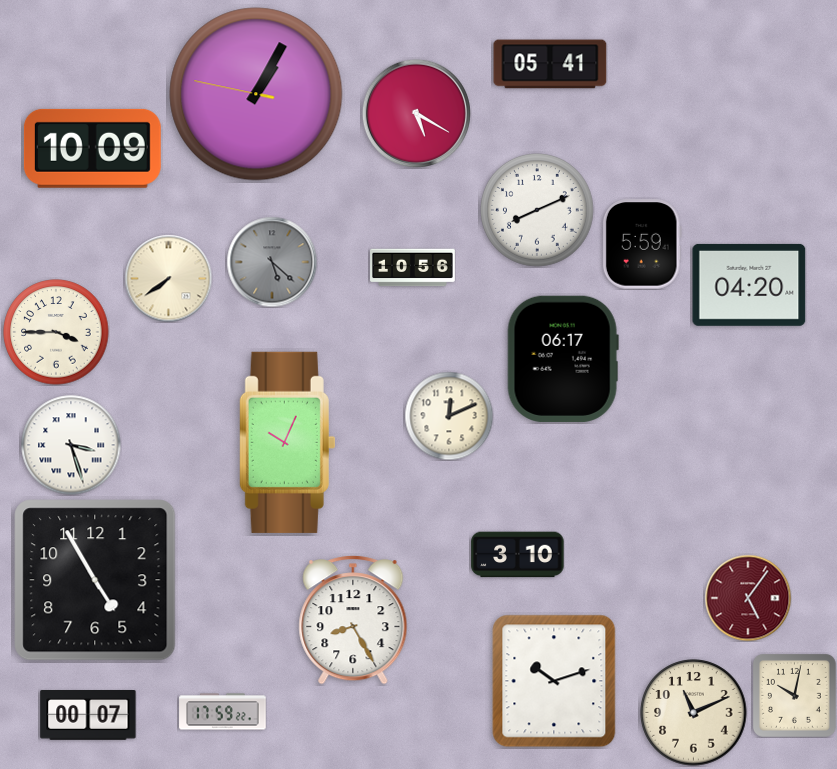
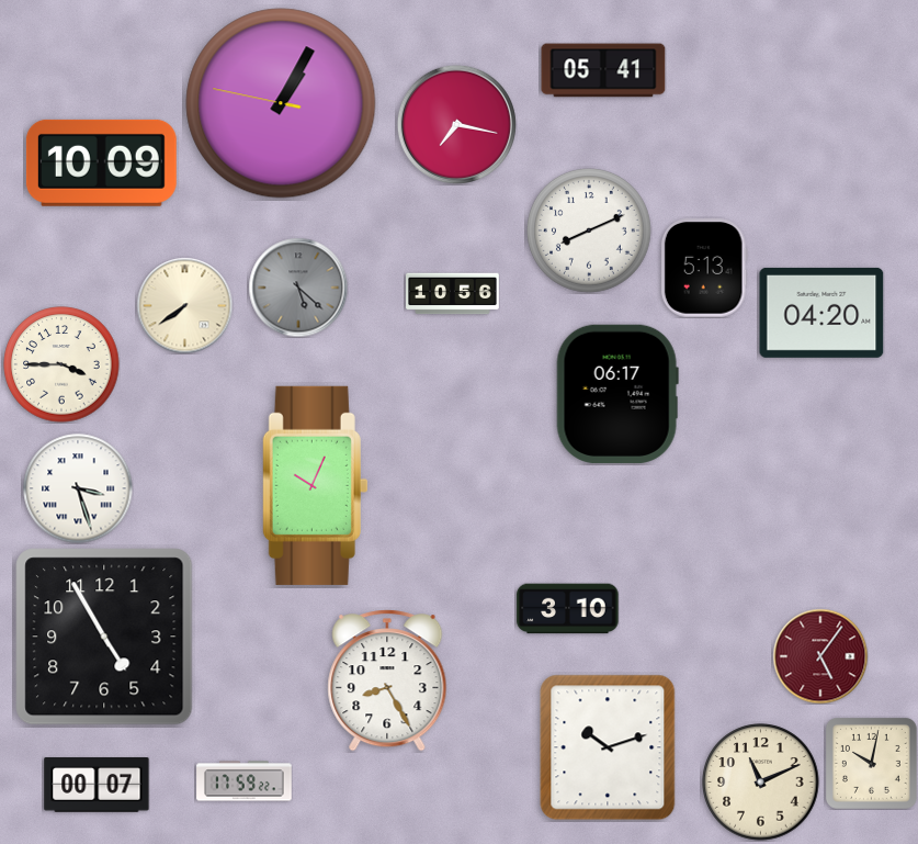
clock at (416, 113): 5:20 -> 7:17
clock at (642, 244): 5:59 -> 5:13
clock at (449, 416): 12:11 -> none
